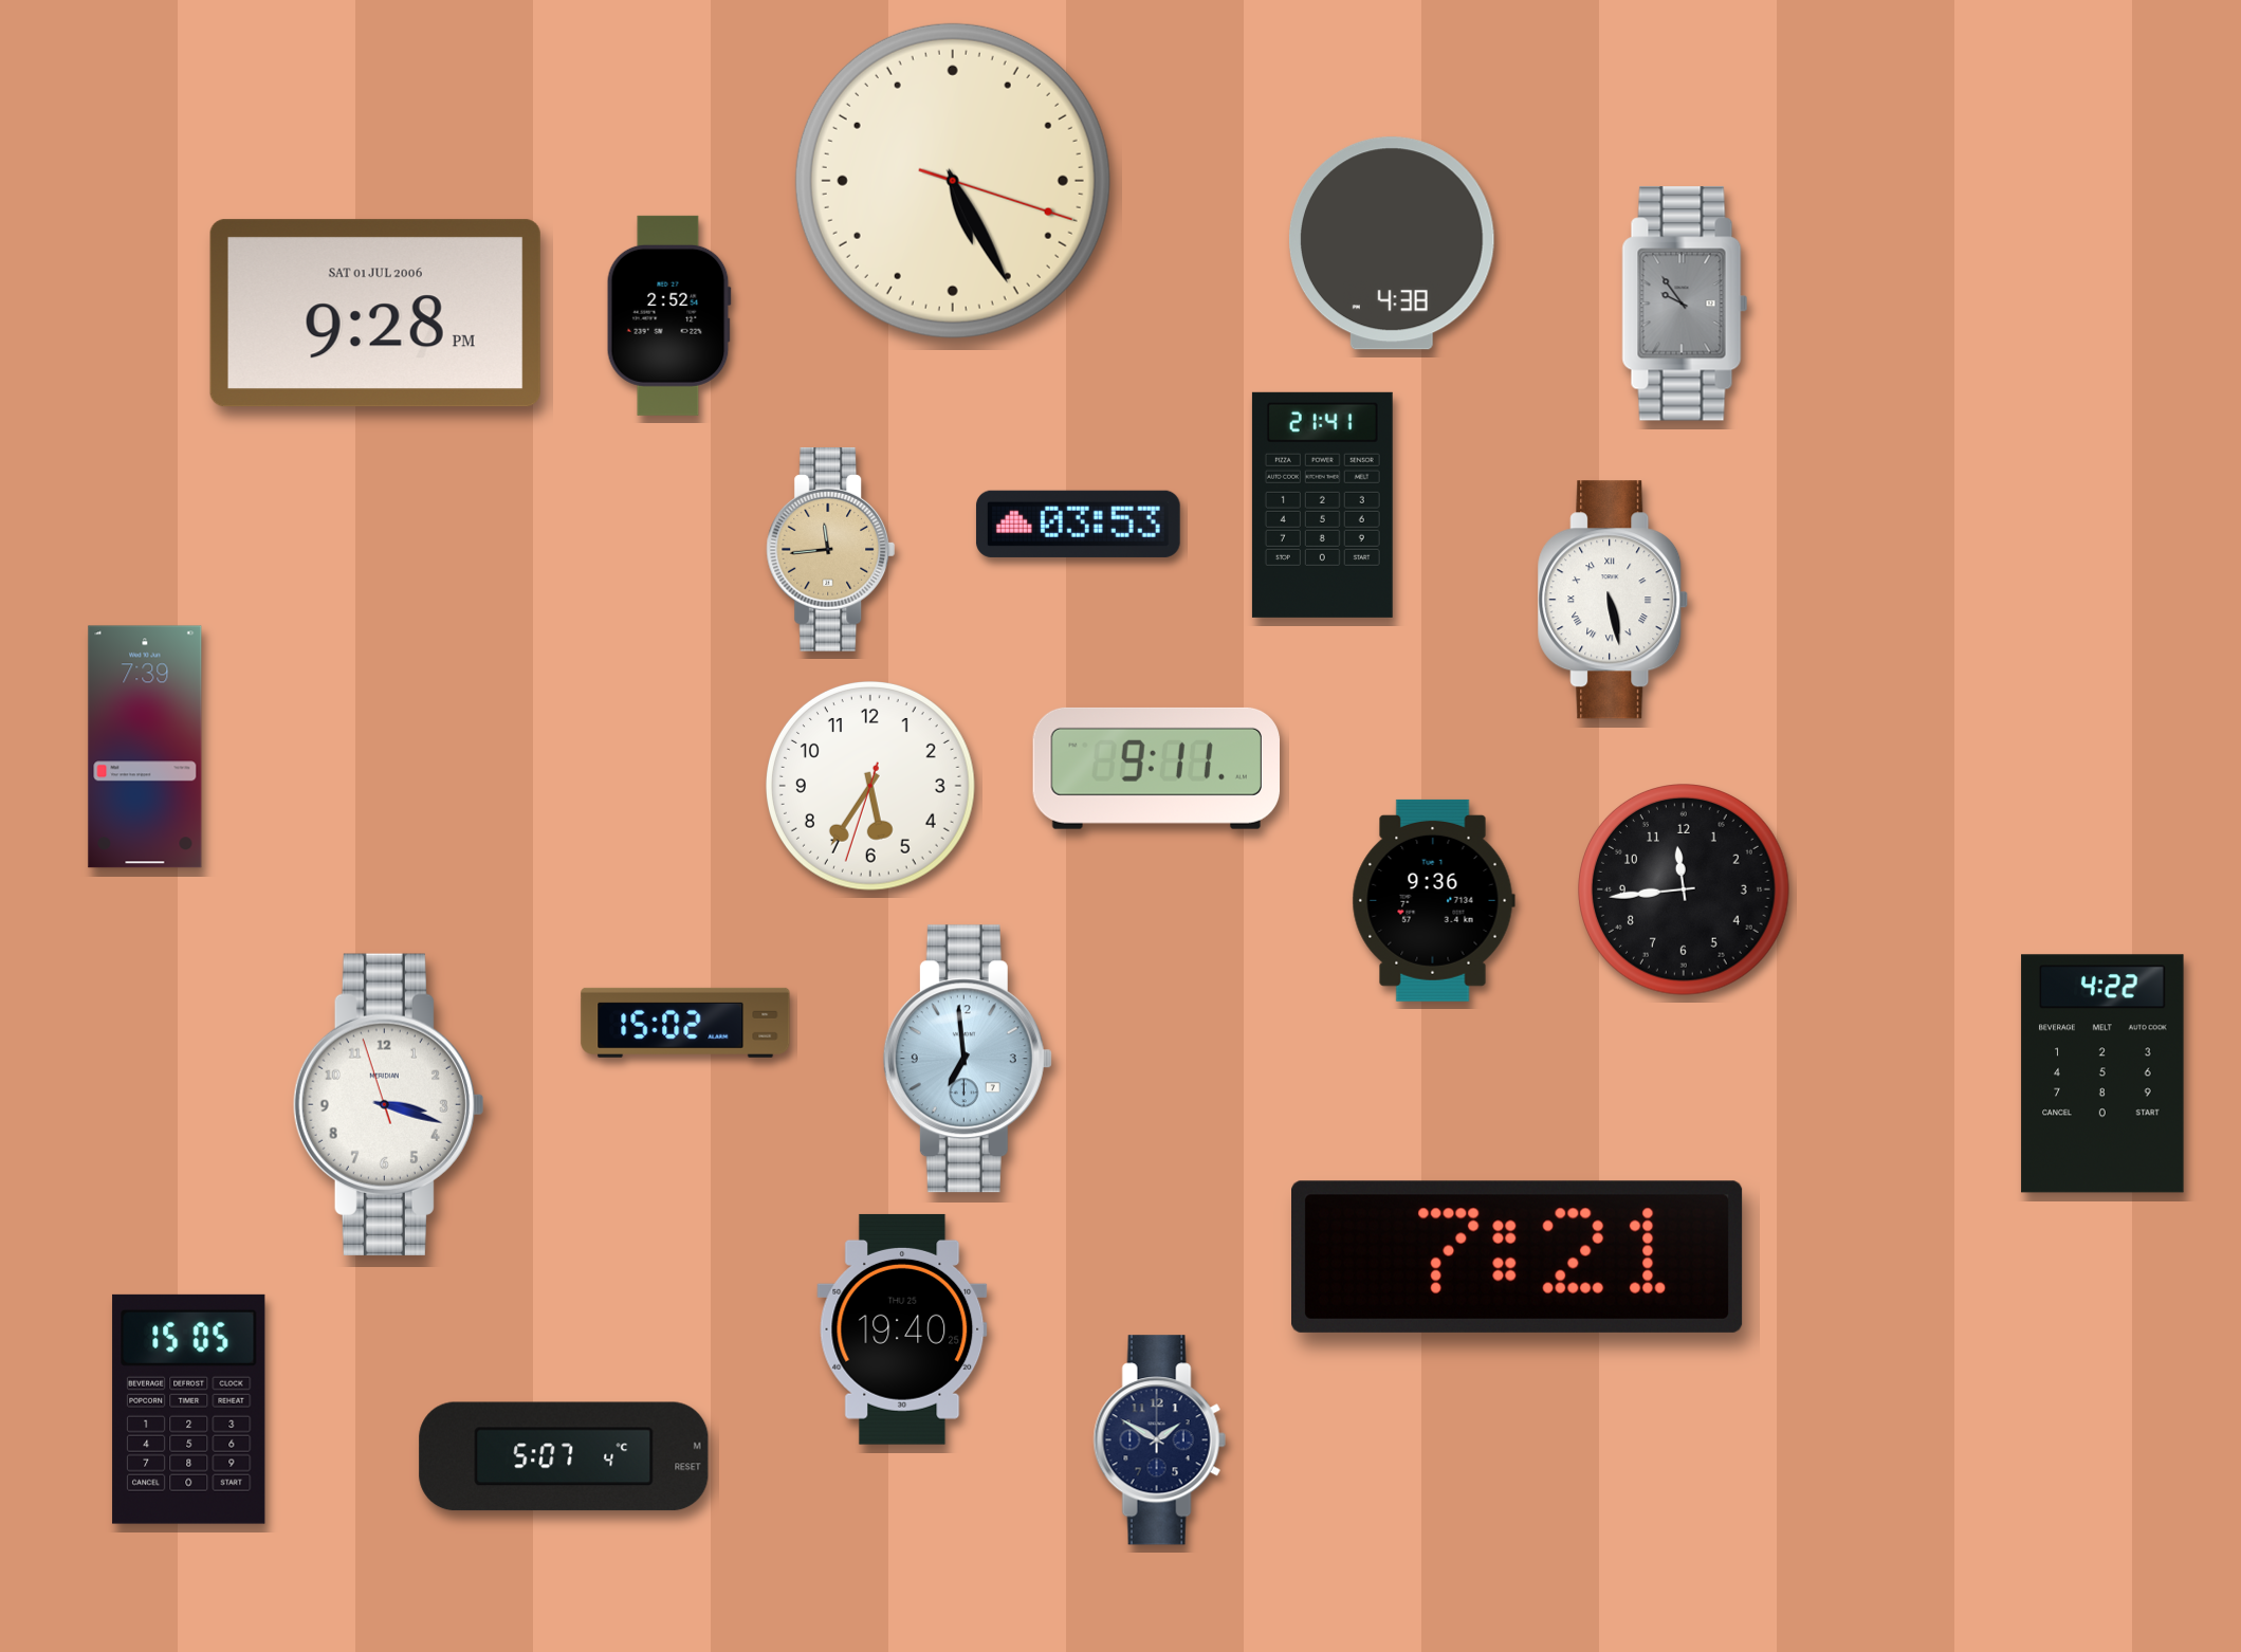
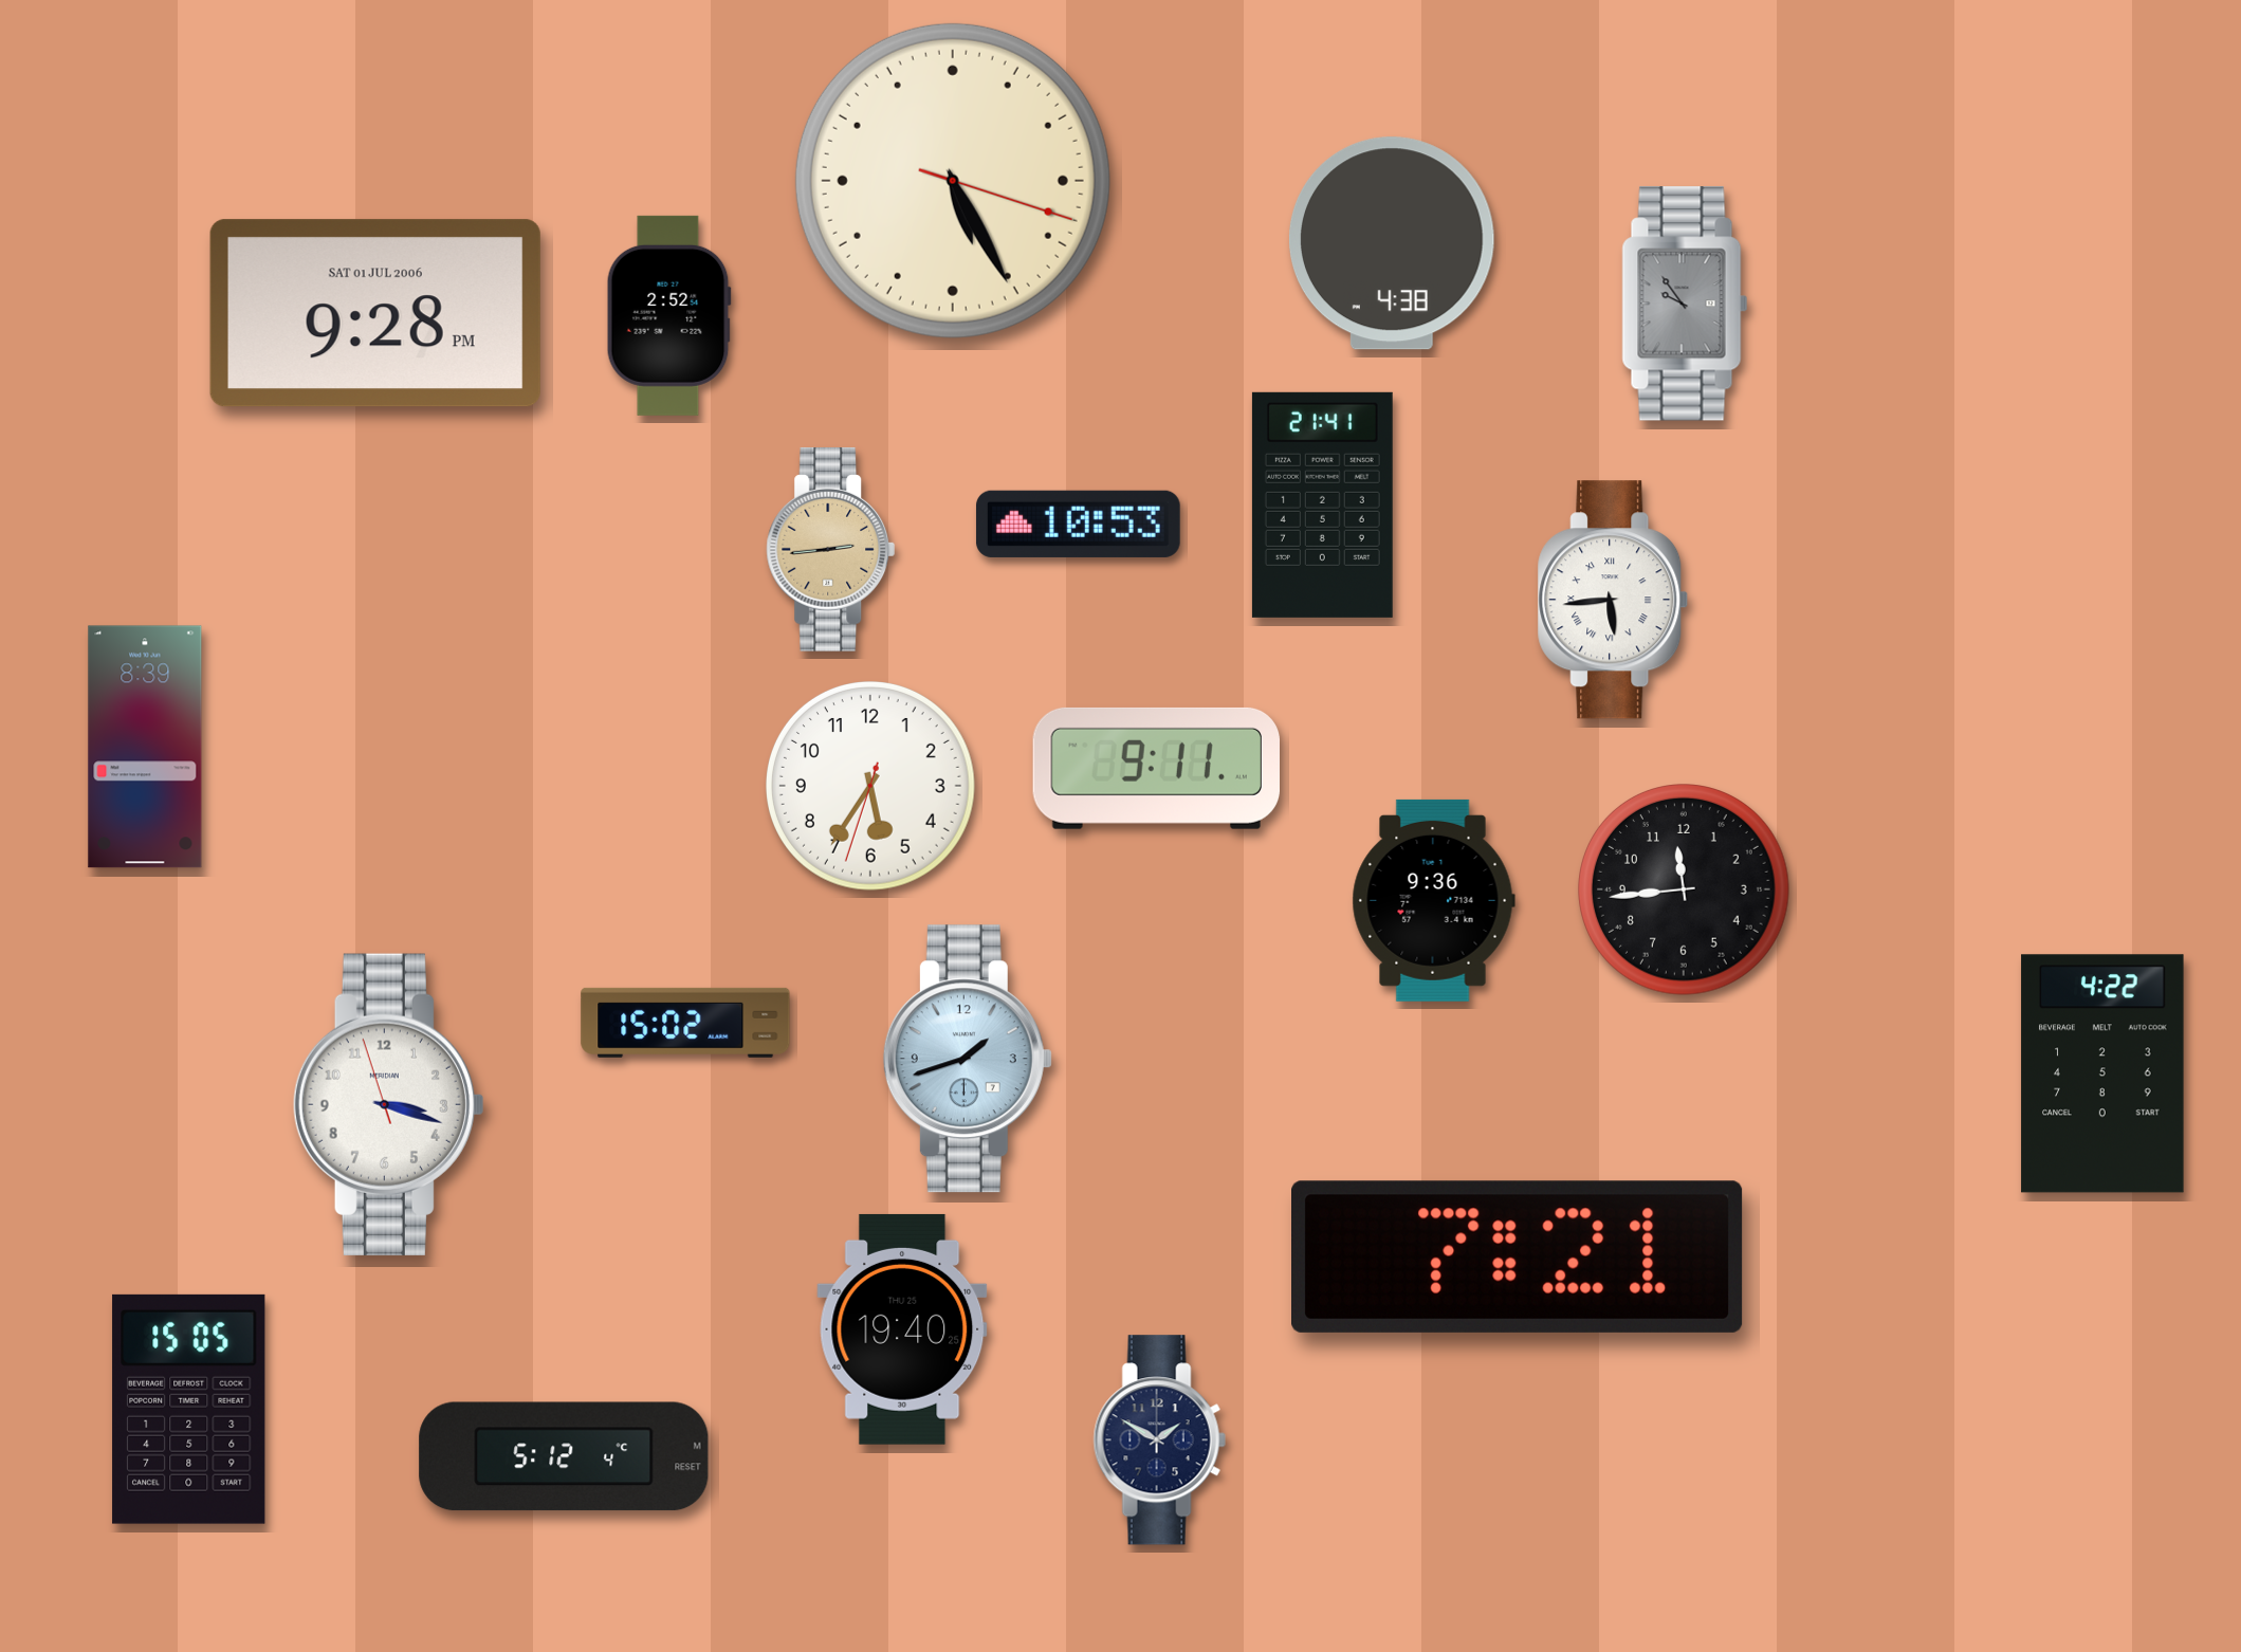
clock at (1078, 524): 03:53 -> 10:53
clock at (831, 549): 11:44 -> 2:44
clock at (1613, 600): 5:28 -> 5:44
clock at (145, 747): 7:39 -> 8:39
clock at (968, 1059): 6:59 -> 1:42
clock at (564, 1456): 5:07 -> 5:12
